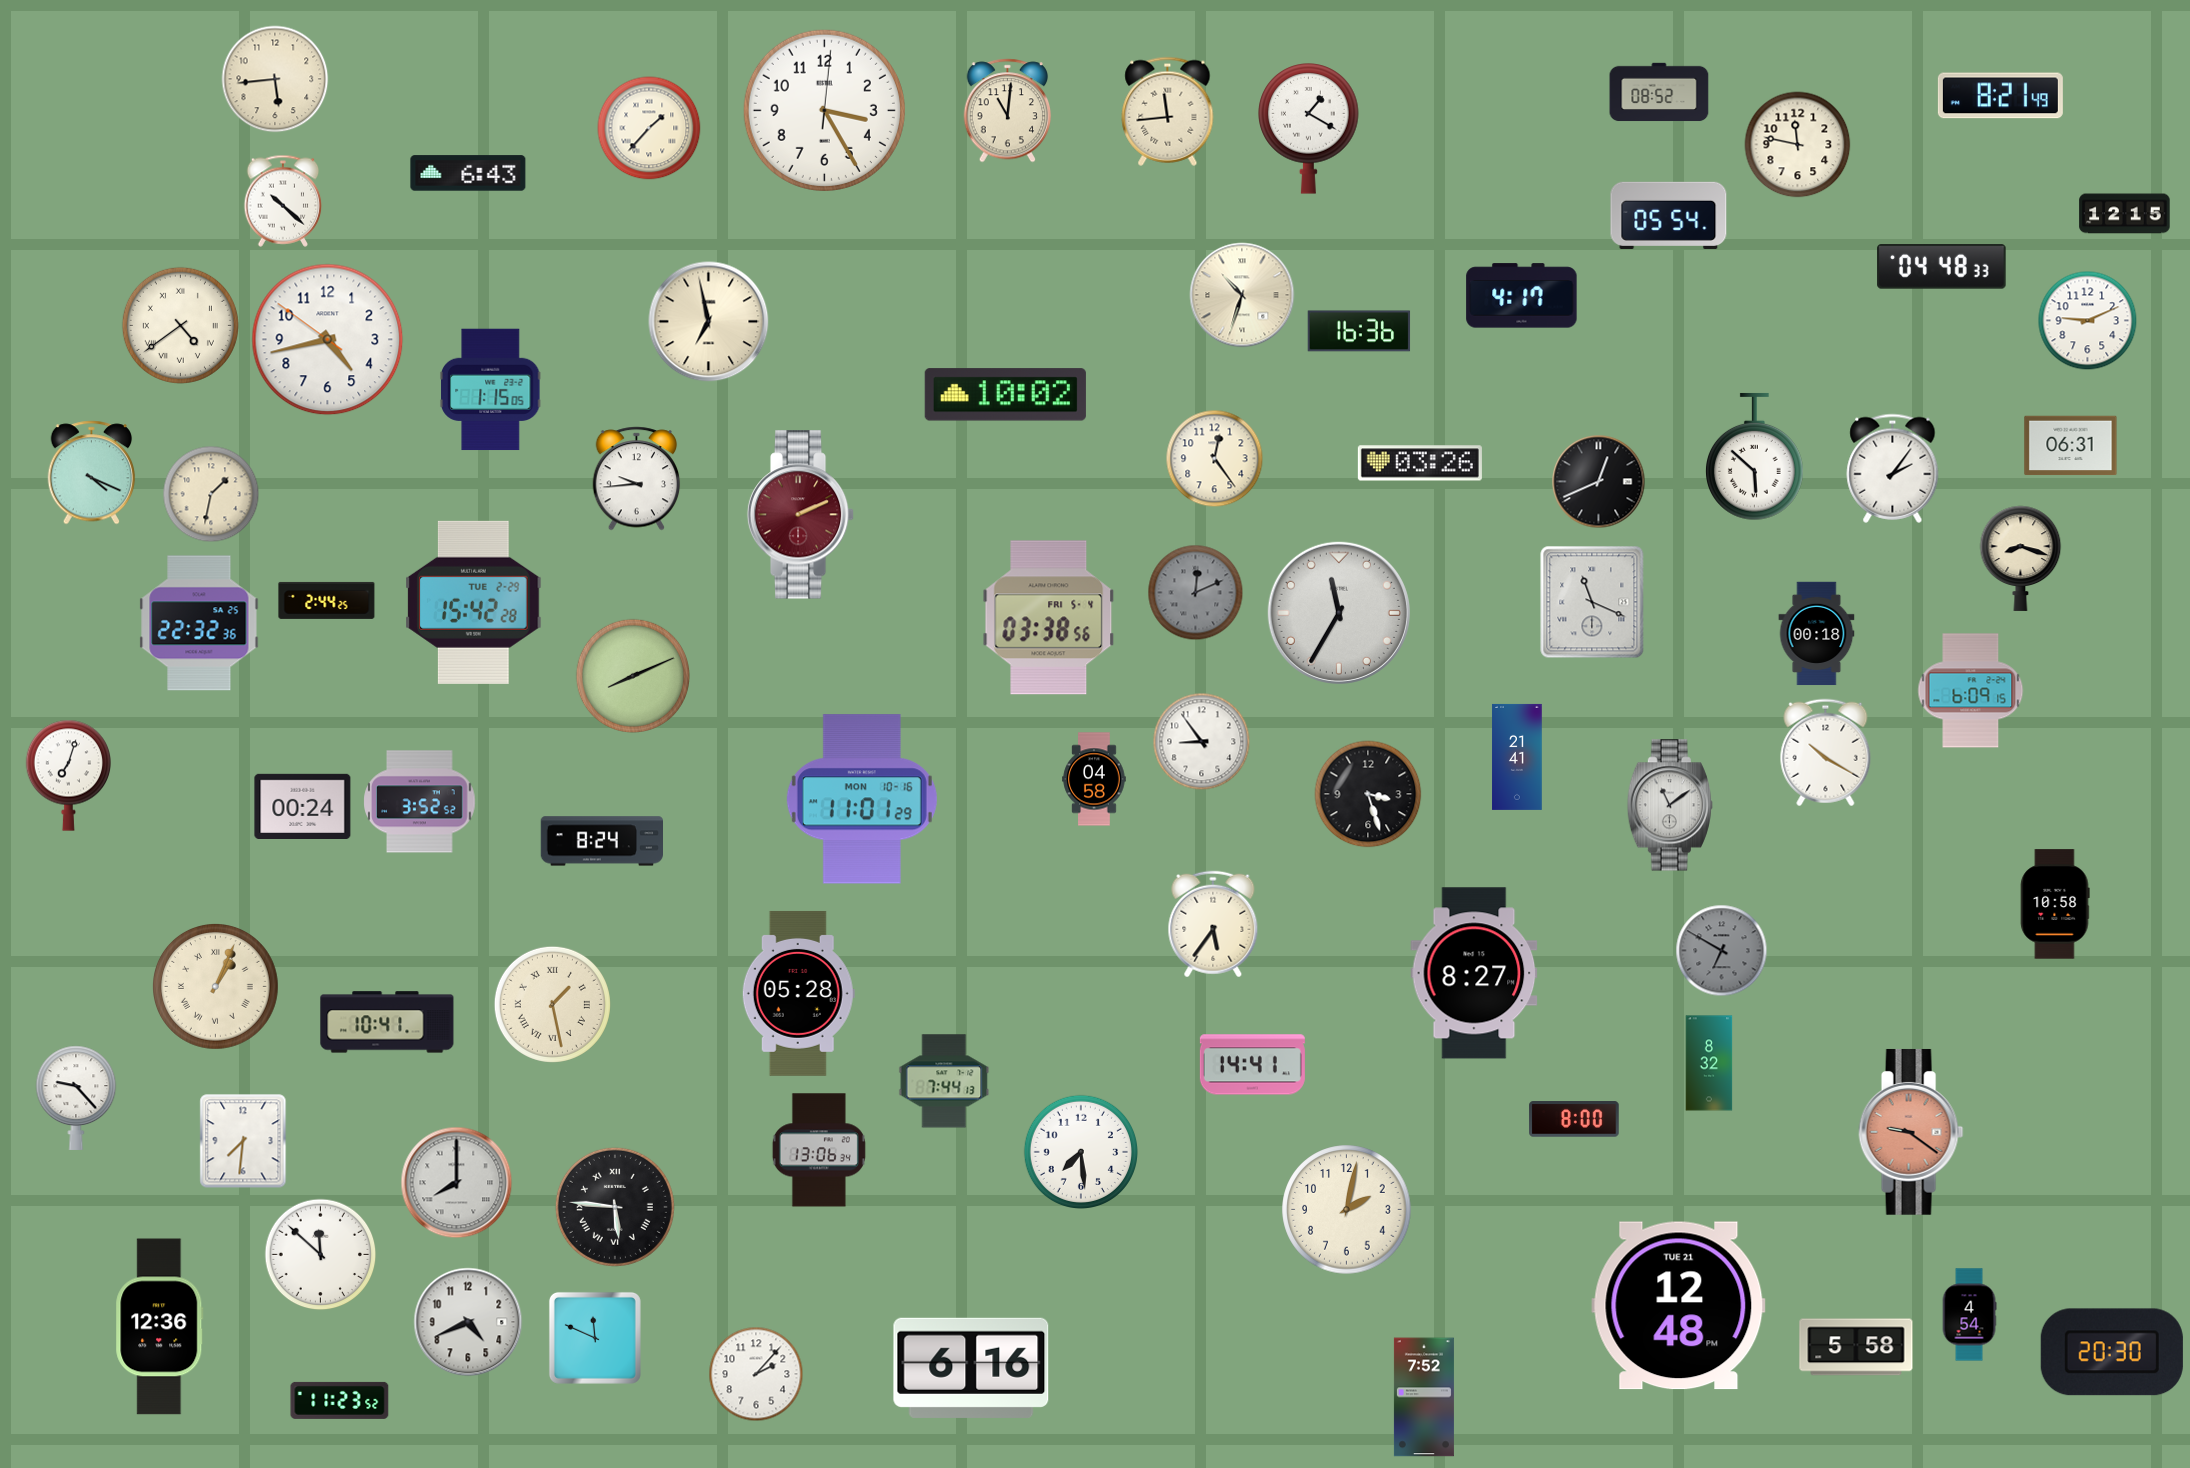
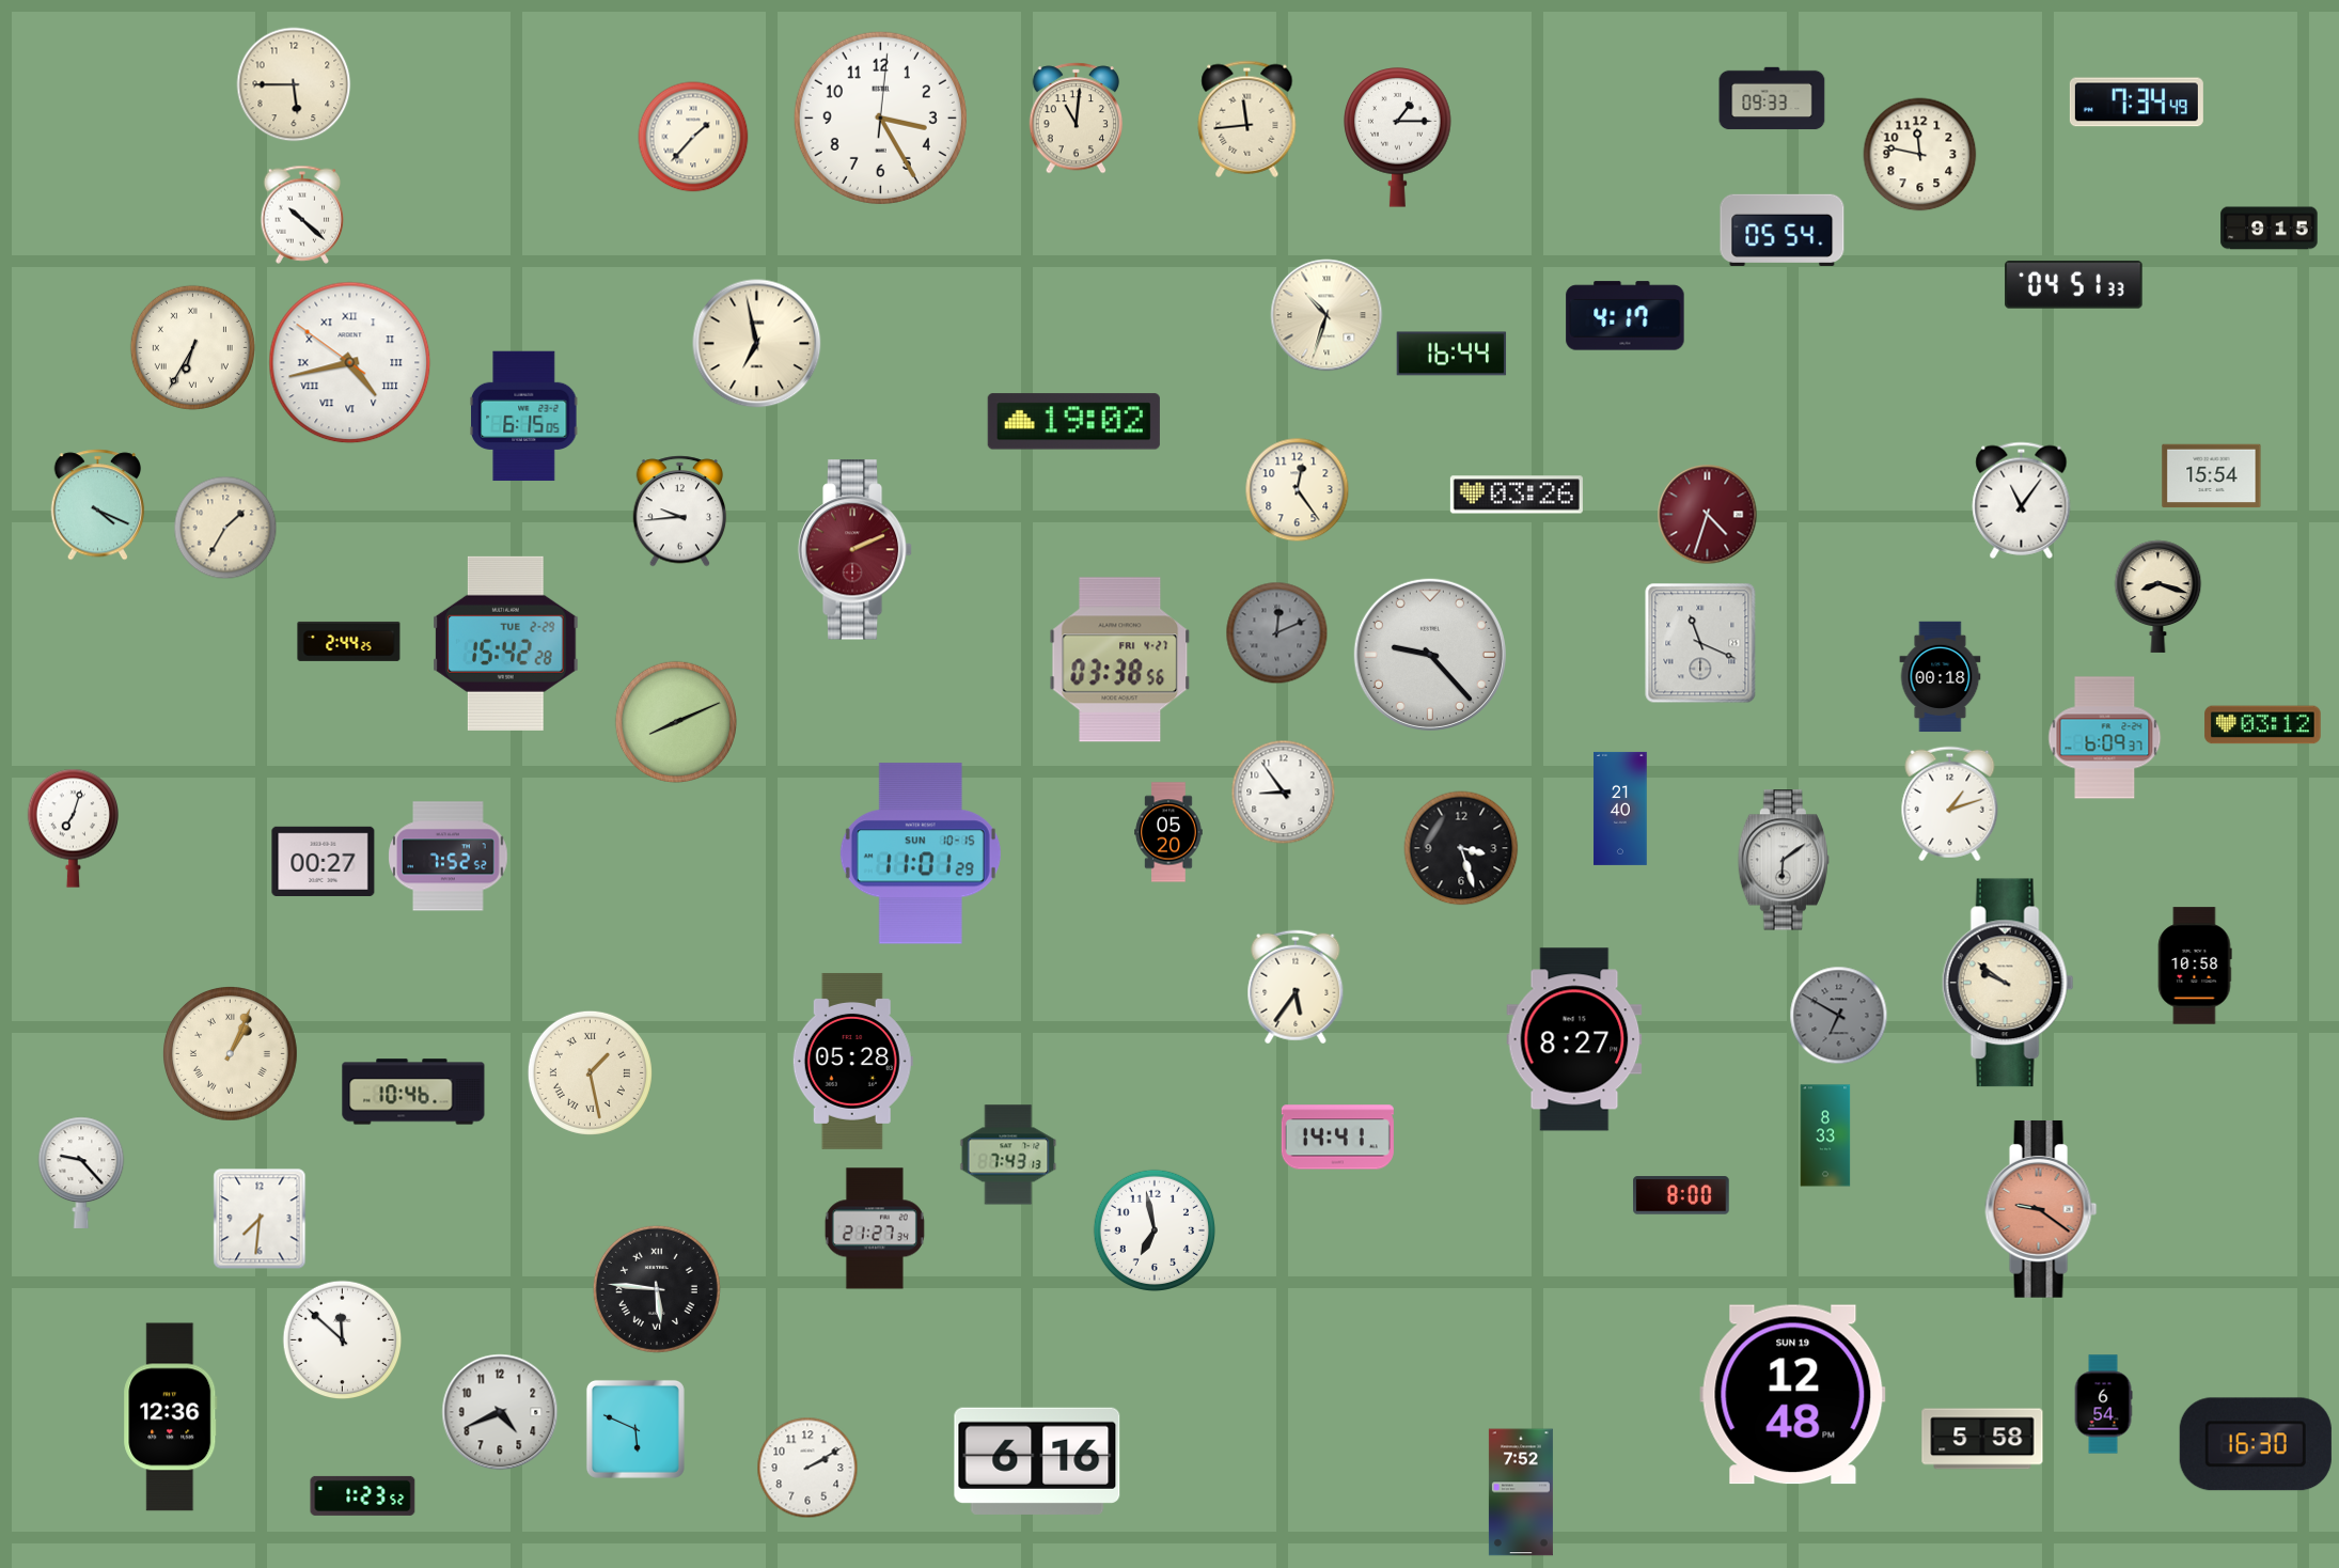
clock at (275, 79): 5:44 -> 5:45
clock at (1659, 92): 08:52 -> 09:33
clock at (2000, 96): 8:21 -> 7:34
clock at (1309, 129): 1:20 -> 1:15
clock at (468, 173): 6:43 -> none
clock at (2125, 214): 12:15 -> 9:15
clock at (1942, 267): 04:48 -> 04:51
clock at (2088, 321): 9:11 -> none
clock at (180, 325): 4:39 -> 6:35
clock at (1359, 331): 16:36 -> 16:44
clock at (328, 340) numerals: Arabic -> Roman
clock at (491, 390): 1:15 -> 6:15
clock at (1005, 395): 10:02 -> 19:02
clock at (2071, 446): 06:31 -> 15:54
clock at (1755, 457): 5:52 -> none
clock at (1893, 468): 2:06 -> 11:06
clock at (1599, 482): 12:41 -> 4:33
clock at (1599, 482) dial: black -> burgundy
clock at (211, 494): 1:32 -> 1:35
clock at (1339, 613): 11:35 -> 9:23
clock at (1049, 618) date: FRI 5-4 -> FRI 4-27
clock at (199, 623): 22:32 -> none
clock at (2263, 725): none -> 03:12
clock at (1971, 691): 6:09:15 -> 6:09:37
clock at (1826, 753): 10:20 -> 1:12
clock at (1517, 757): 21:41 -> 21:40
clock at (1094, 779): 04:58 -> 05:20
clock at (862, 799) date: MON 10-16 -> SUN 10-15
clock at (420, 802): 3:52 -> 7:52
clock at (1670, 805): 11:09 -> 6:09
clock at (303, 806): 00:24 -> 00:27
clock at (601, 841): 8:24 -> none
clock at (2008, 983): none -> 9:51
clock at (387, 1022): 10:41 -> 10:46
clock at (1709, 1063): 8:32 -> 8:33
clock at (944, 1081): 7:44 -> 7:43
clock at (819, 1150): 13:06 -> 21:27
clock at (1080, 1151): 7:29 -> 6:58
clock at (457, 1183): 8:00 -> none
clock at (1347, 1210): 2:02 -> none
clock at (1679, 1306) date: TUE 21 -> SUN 19
clock at (1969, 1315): 4:54 -> 6:54
clock at (595, 1338): 11:49 -> 5:49
clock at (2112, 1352): 20:30 -> 16:30
clock at (756, 1374): 2:07 -> 2:10
clock at (340, 1400): 11:23 -> 1:23
